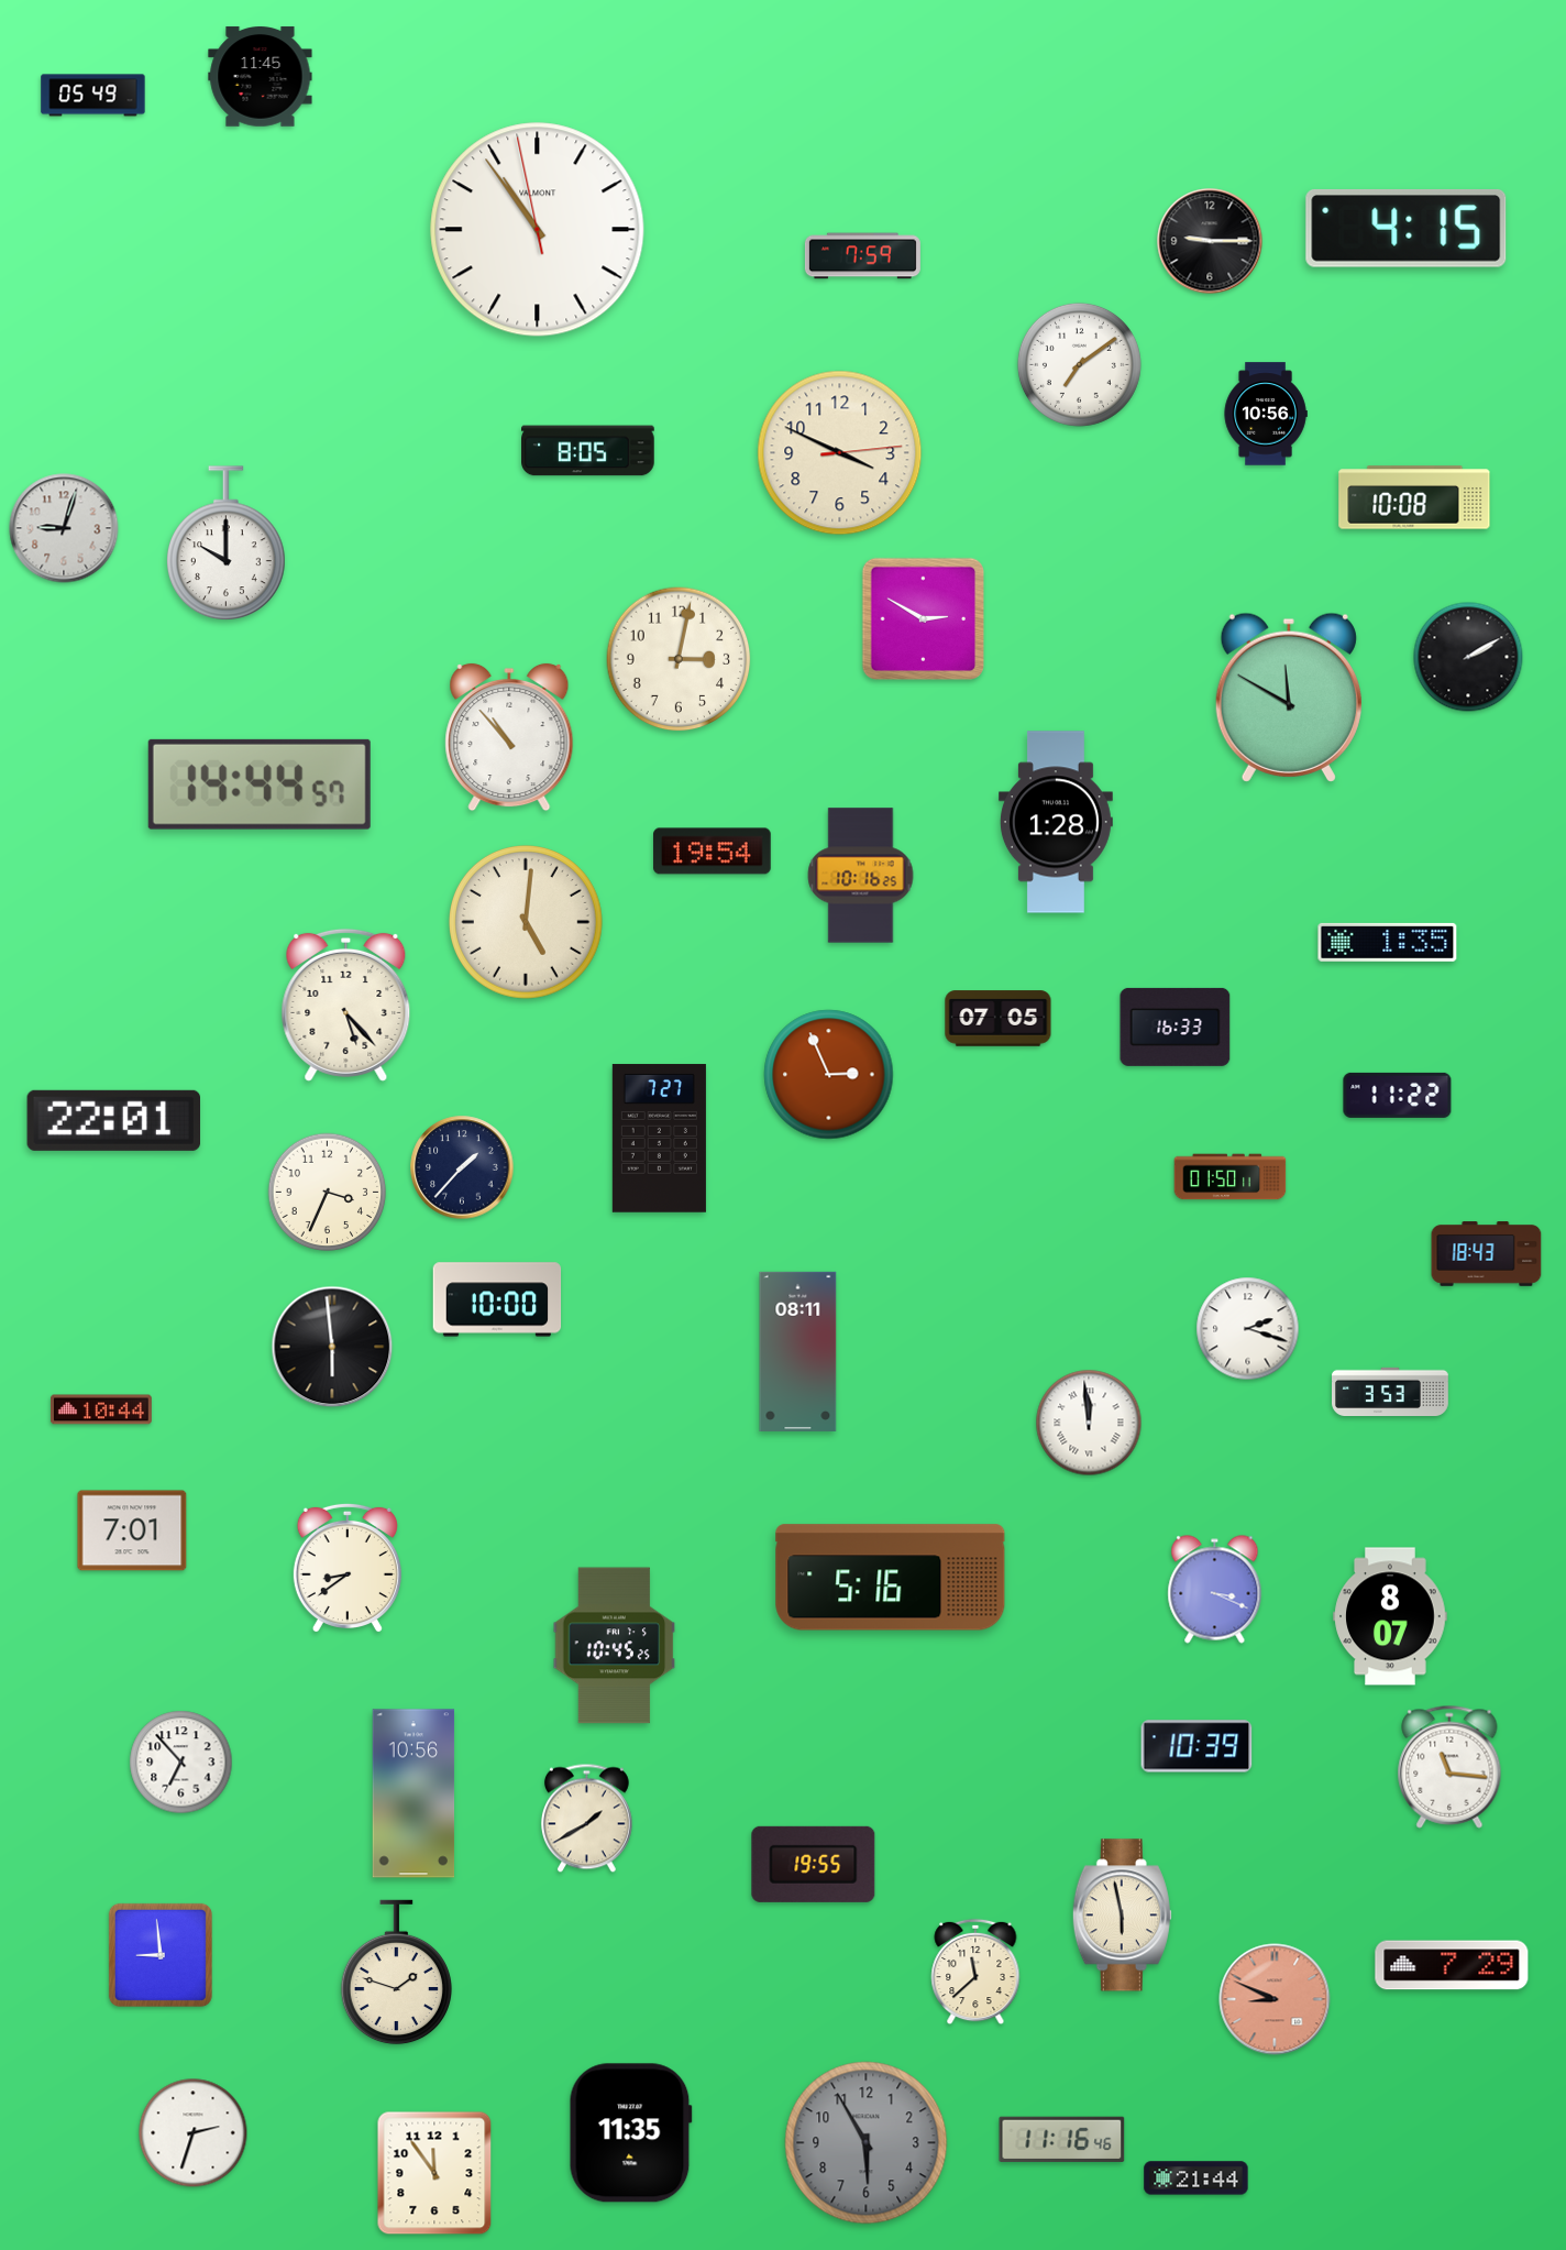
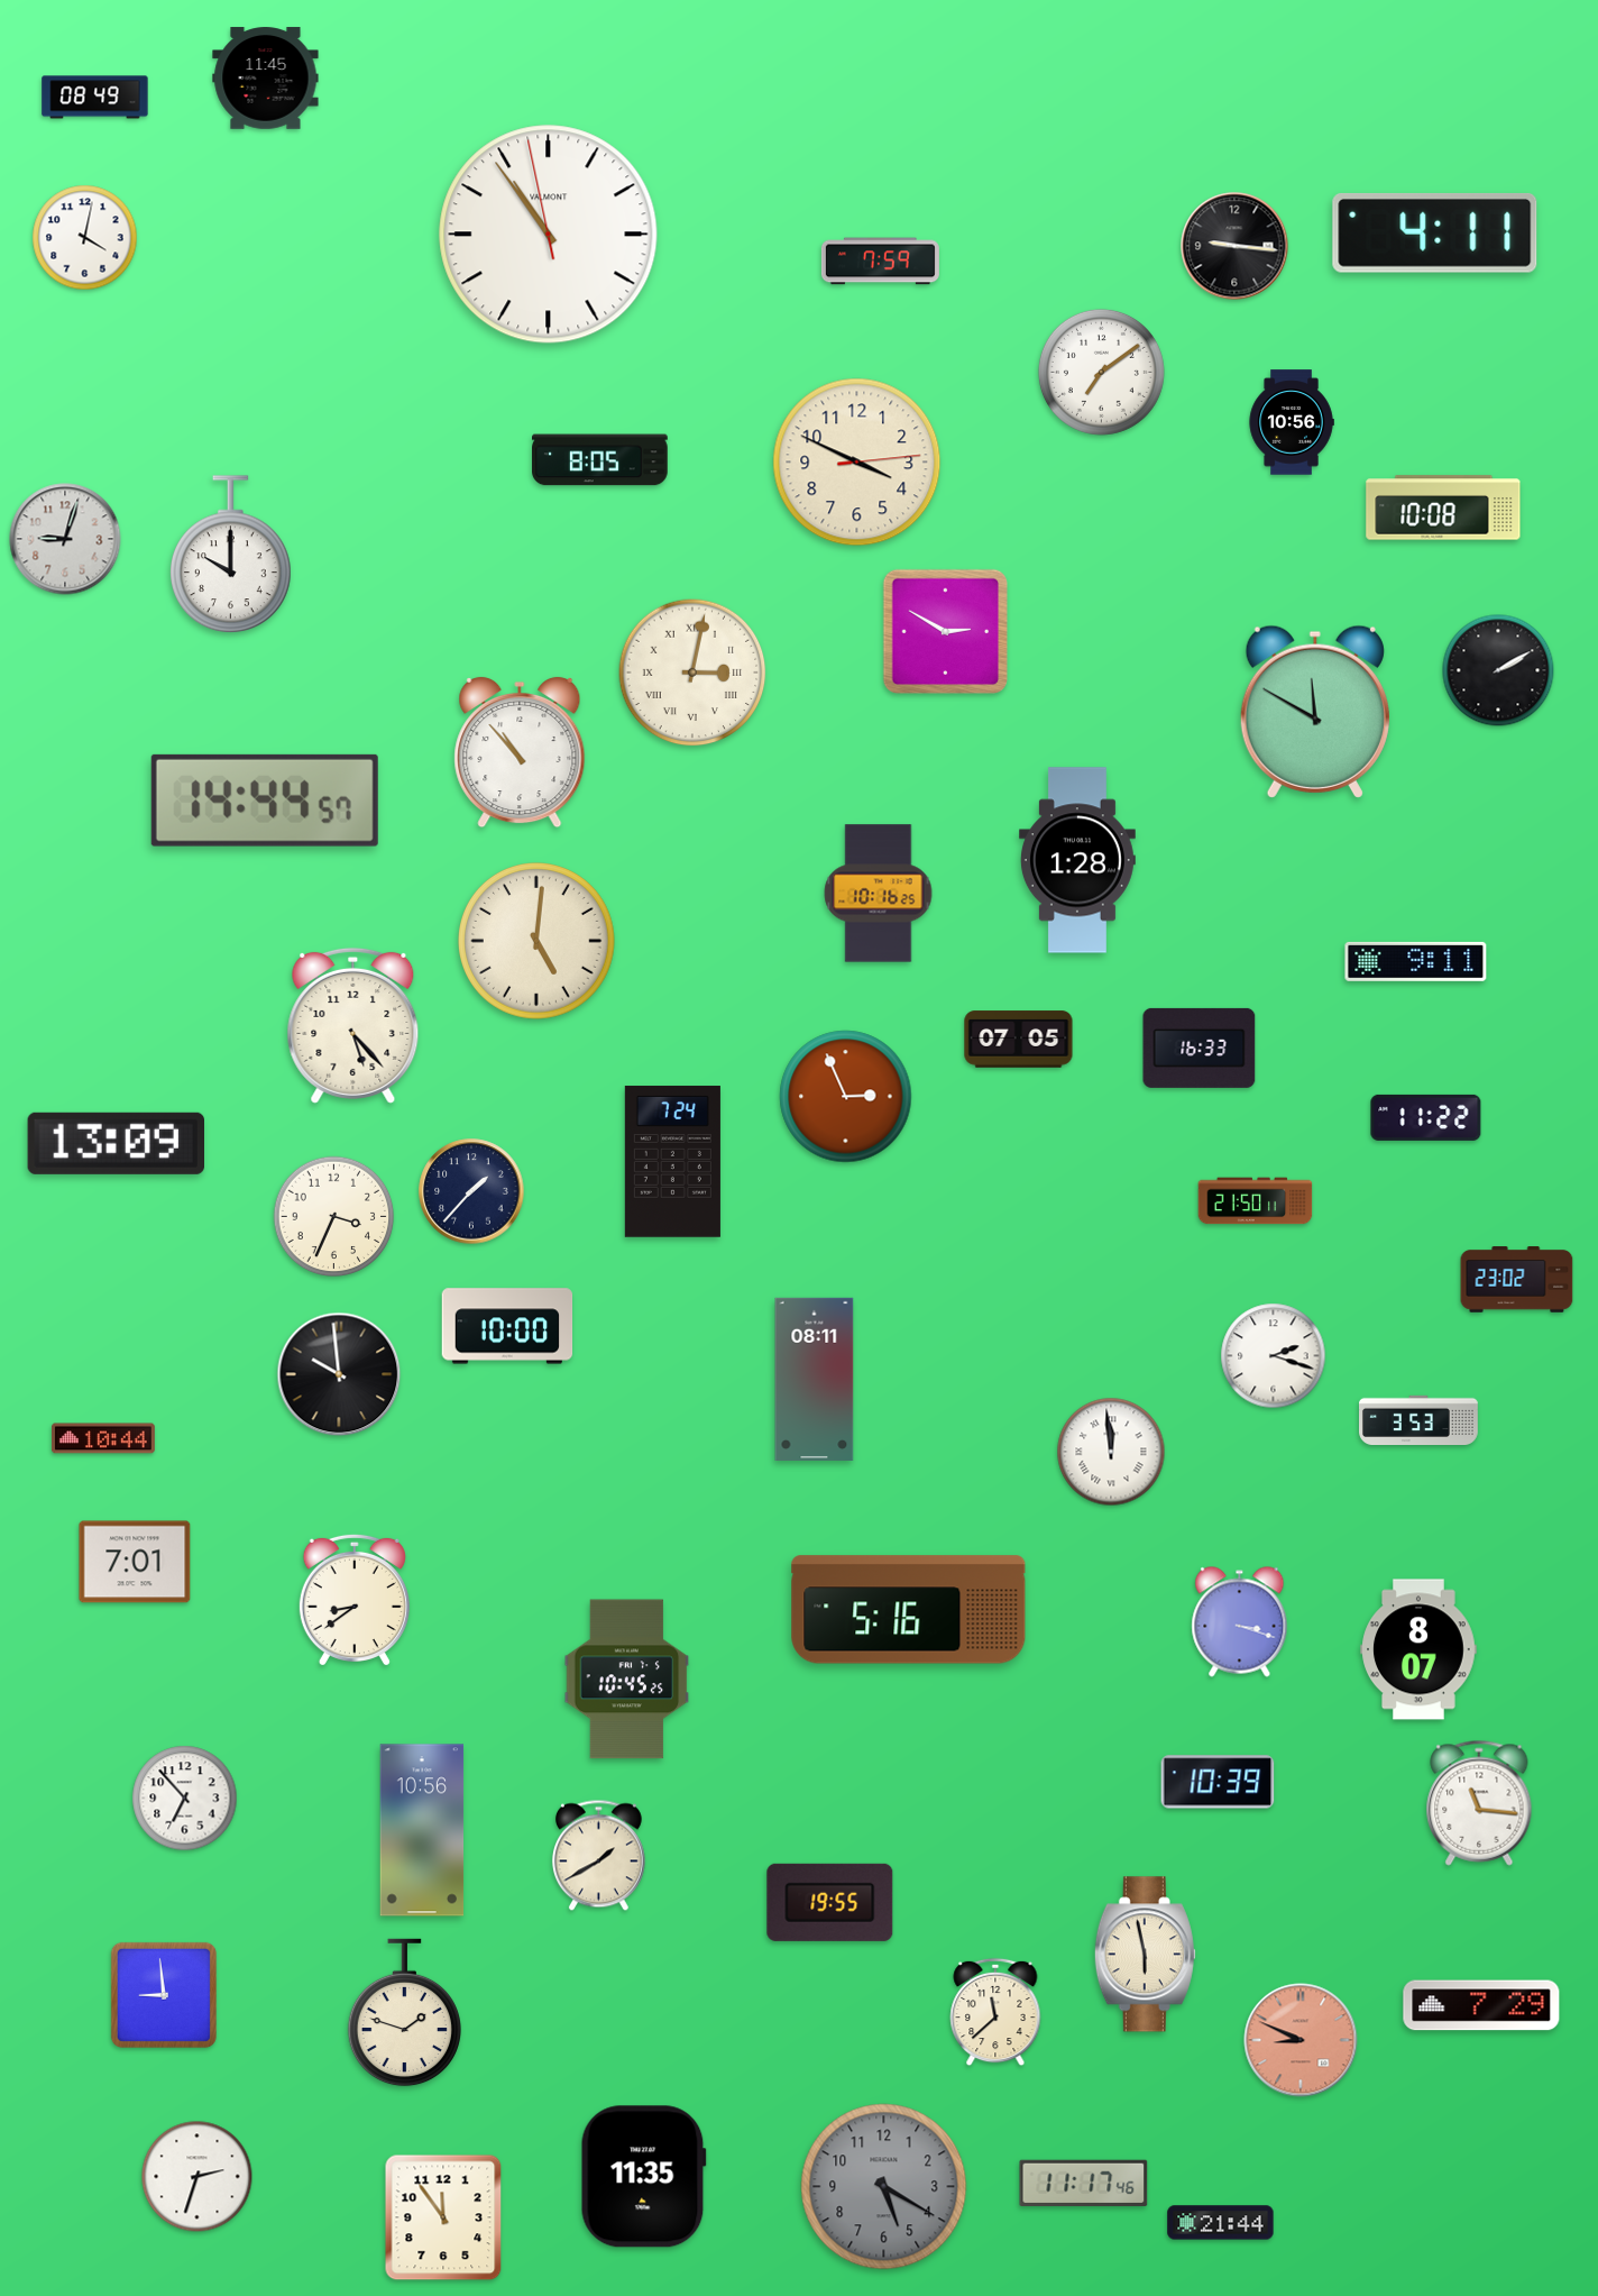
clock at (93, 96): 05:49 -> 08:49
clock at (1407, 229): 4:15 -> 4:11
clock at (85, 238): none -> 4:02
clock at (1210, 241): 9:15 -> 9:16
clock at (923, 618) position: (923, 618) -> (945, 631)
clock at (679, 659) numerals: Arabic -> Roman
clock at (1056, 822) position: (1056, 822) -> (1077, 860)
clock at (713, 852): 19:54 -> none
clock at (1388, 942): 1:35 -> 9:11
clock at (113, 1120): 22:01 -> 13:09
clock at (659, 1139): 7:27 -> 7:24
clock at (1231, 1177): 01:50 -> 21:50
clock at (1487, 1254): 18:43 -> 23:02
clock at (332, 1347): 5:59 -> 9:59
clock at (1215, 1590): 3:19 -> 3:18
clock at (1196, 1746) position: (1196, 1746) -> (1218, 1782)
clock at (1062, 2139): 11:16 -> 11:17
clock at (867, 2143): 5:55 -> 5:20
